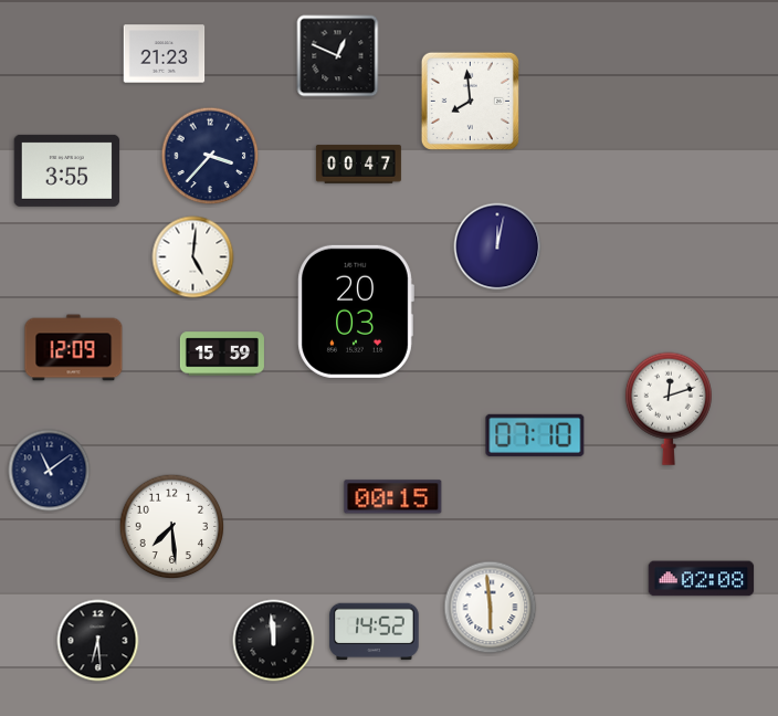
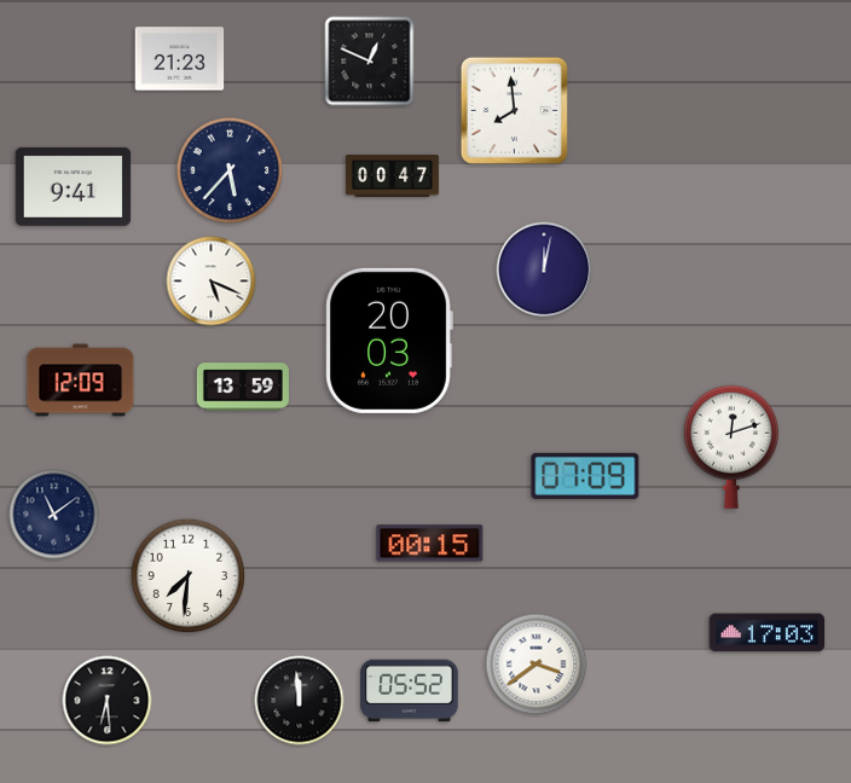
clock at (210, 156): 3:37 -> 5:37
clock at (358, 165) position: (358, 165) -> (392, 176)
clock at (67, 170): 3:55 -> 9:41
clock at (193, 257): 5:01 -> 5:19
clock at (222, 354): 15:59 -> 13:59
clock at (535, 435): 07:10 -> 07:09
clock at (172, 527): 7:29 -> 7:31
clock at (702, 579): 02:08 -> 17:03
clock at (491, 608): 5:59 -> 3:39
clock at (375, 632): 14:52 -> 05:52
